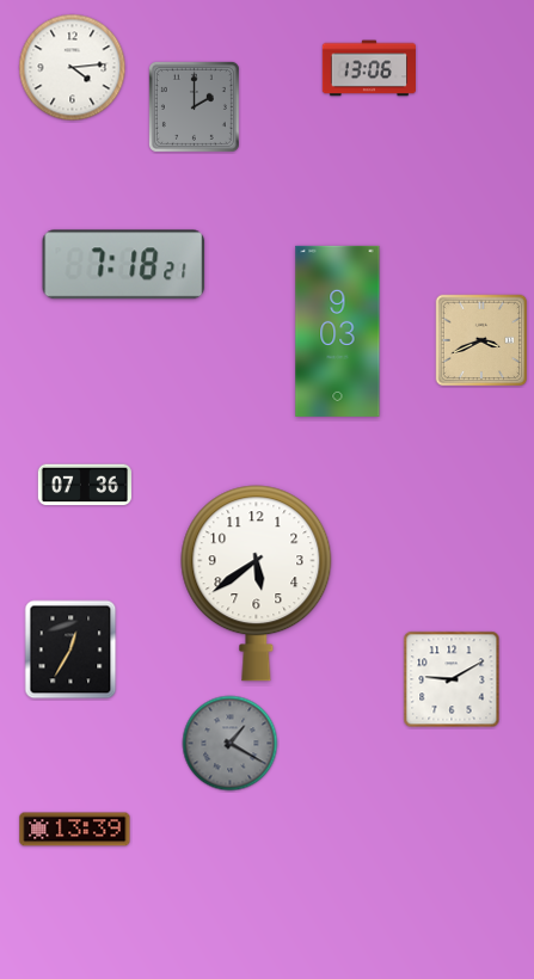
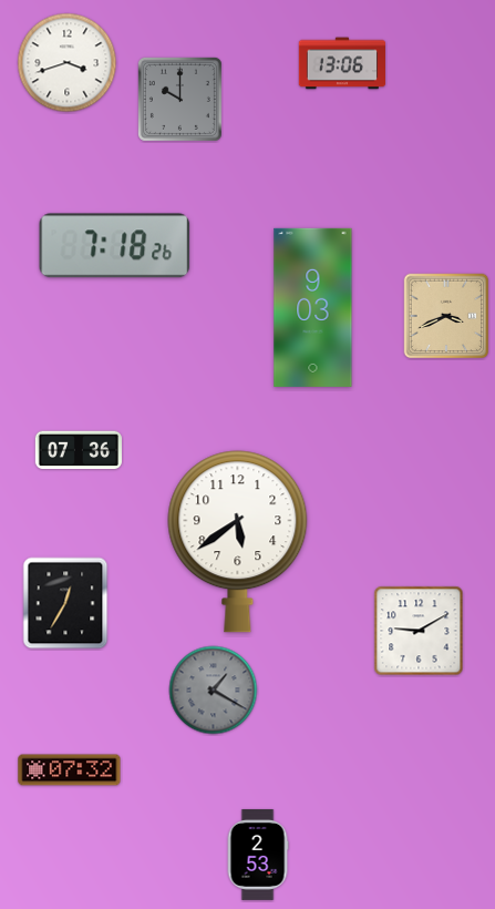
clock at (73, 68): 4:14 -> 3:42
clock at (194, 106): 2:00 -> 10:00
clock at (124, 265): 7:18:21 -> 7:18:26
clock at (75, 830): 13:39 -> 07:32
clock at (258, 855): none -> 2:53
